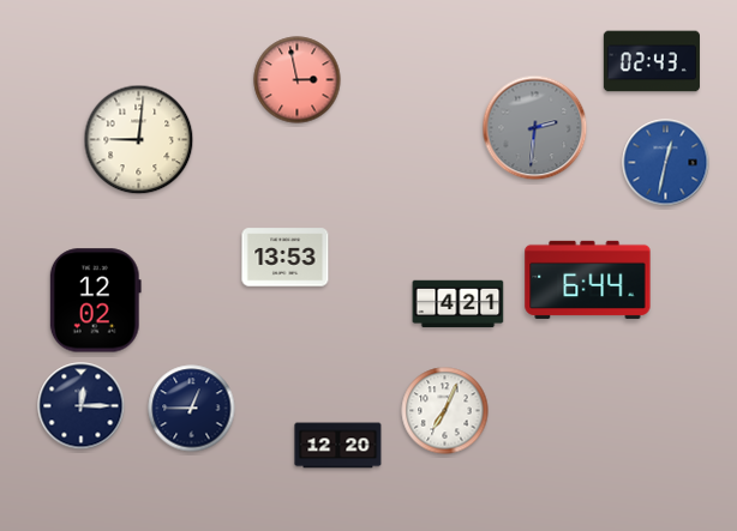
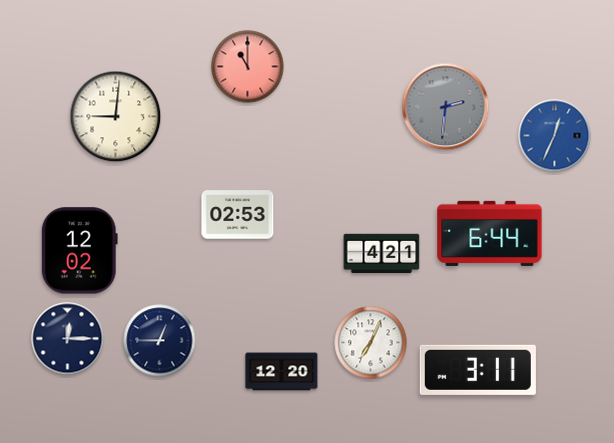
clock at (652, 61): 02:43 -> none
clock at (298, 80): 2:58 -> 11:00
clock at (666, 163): 12:32 -> 12:34
clock at (286, 258): 13:53 -> 02:53
clock at (478, 370): none -> 3:11
